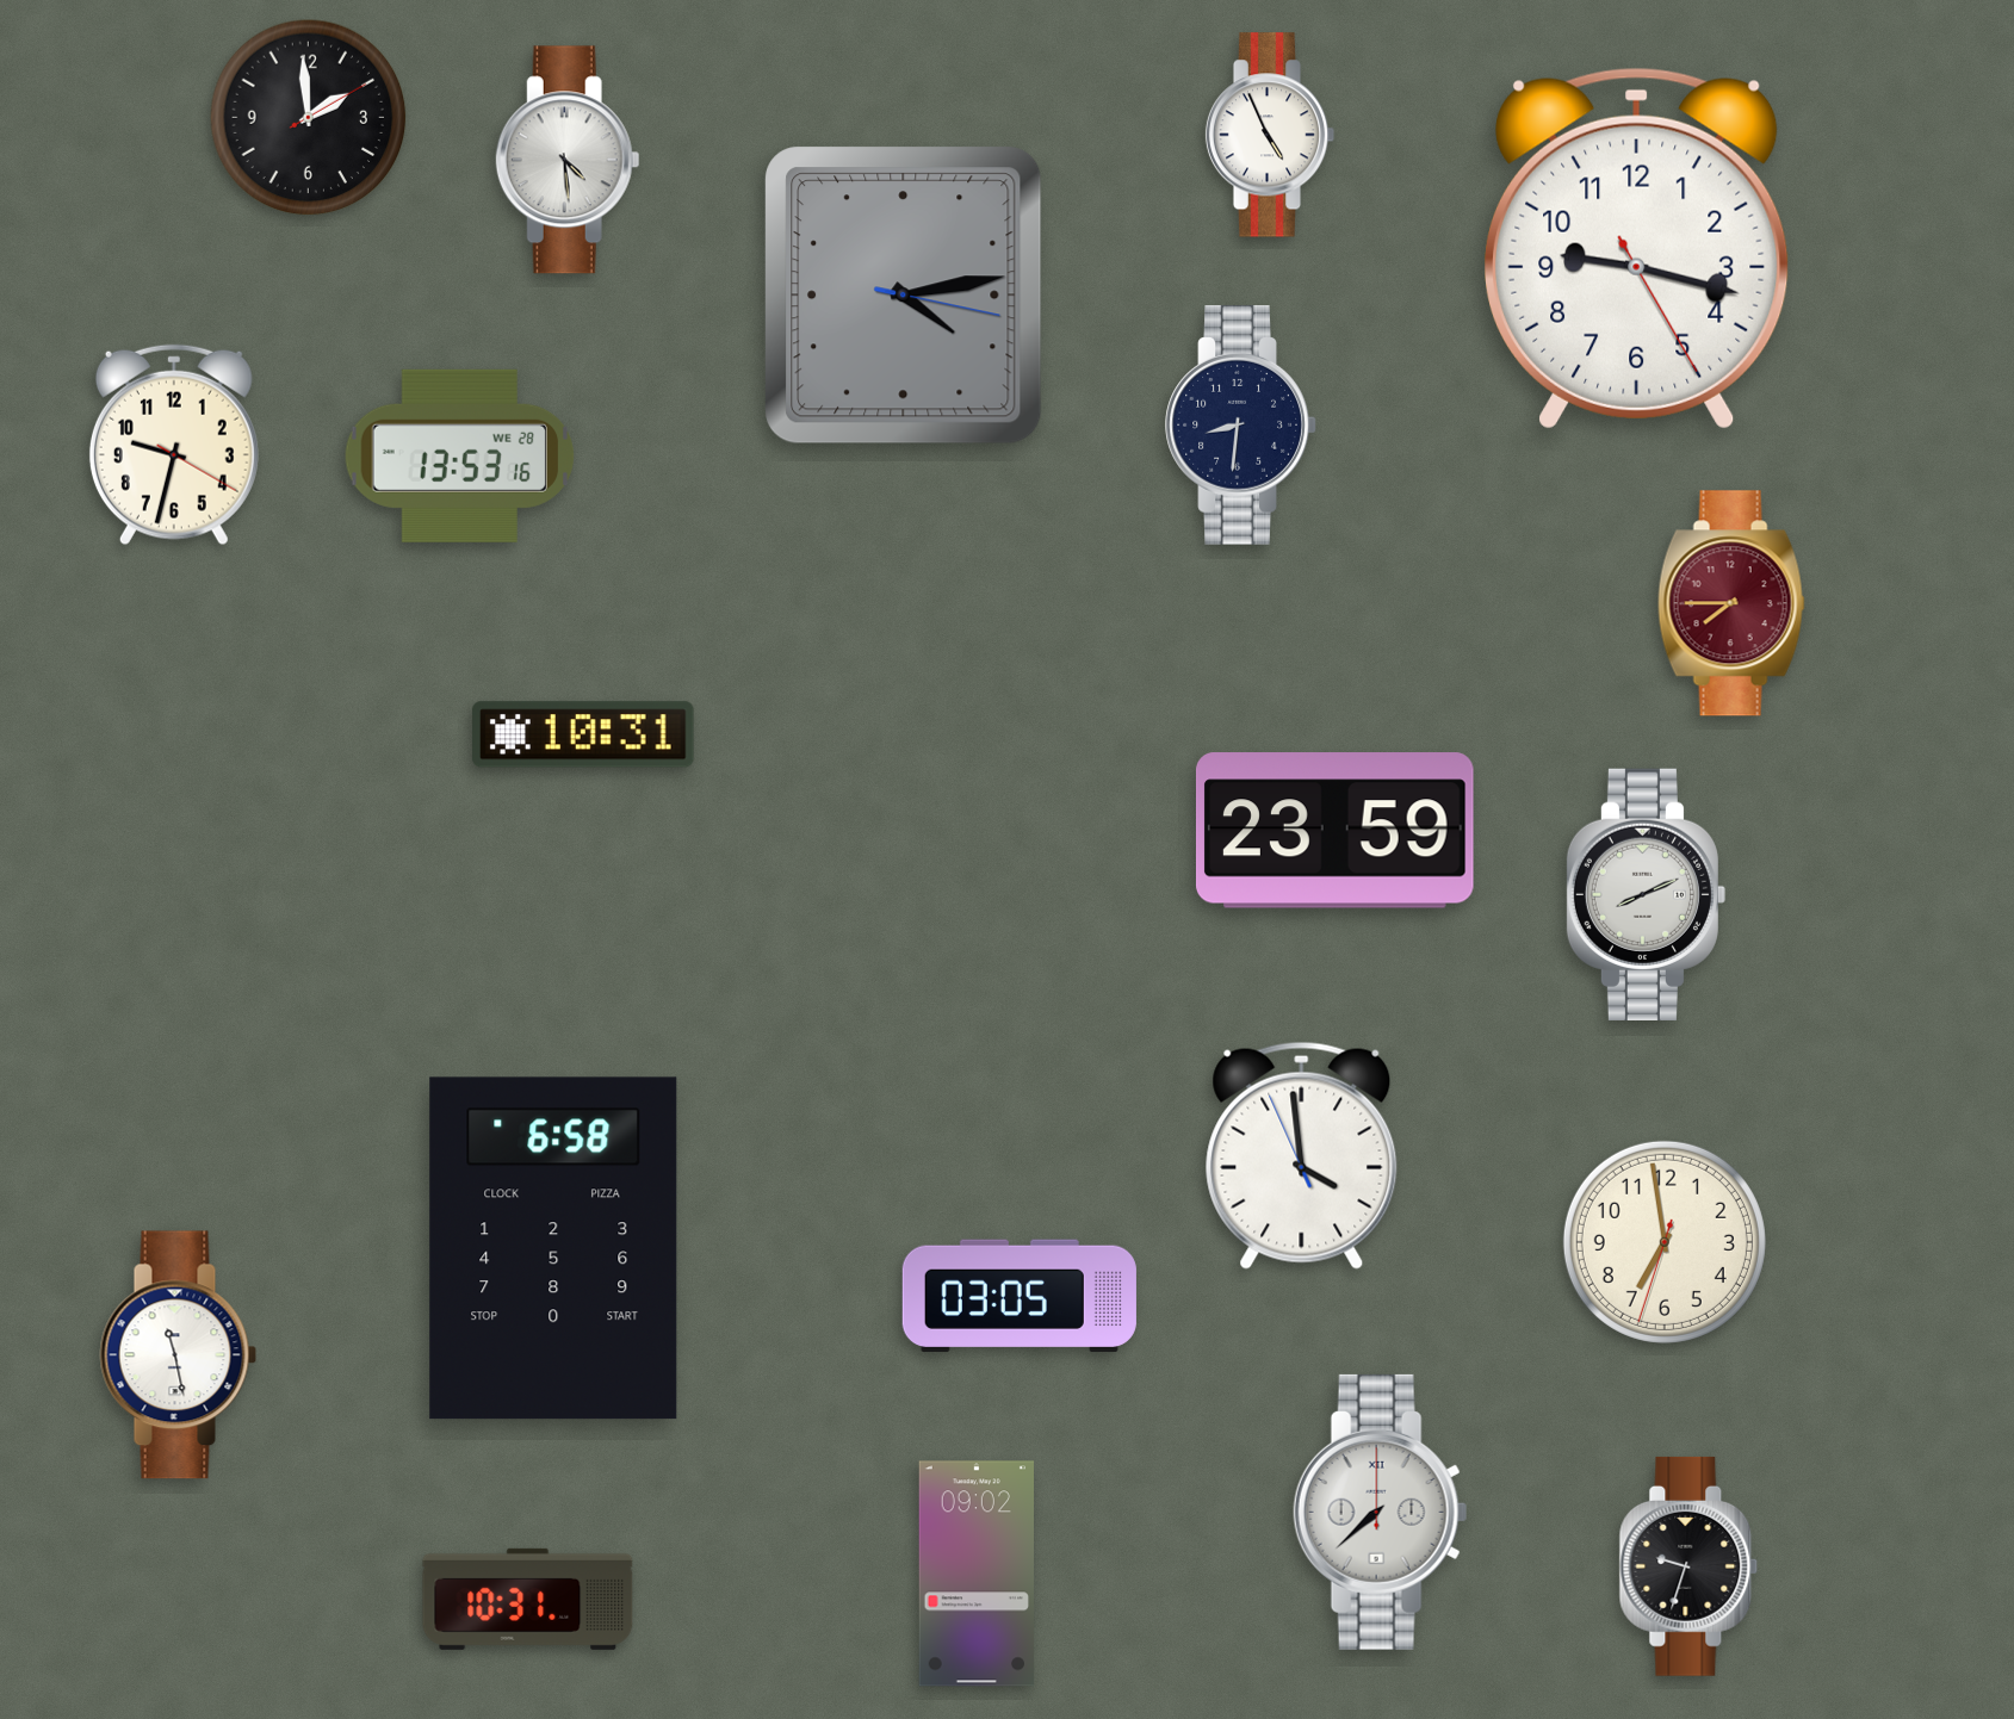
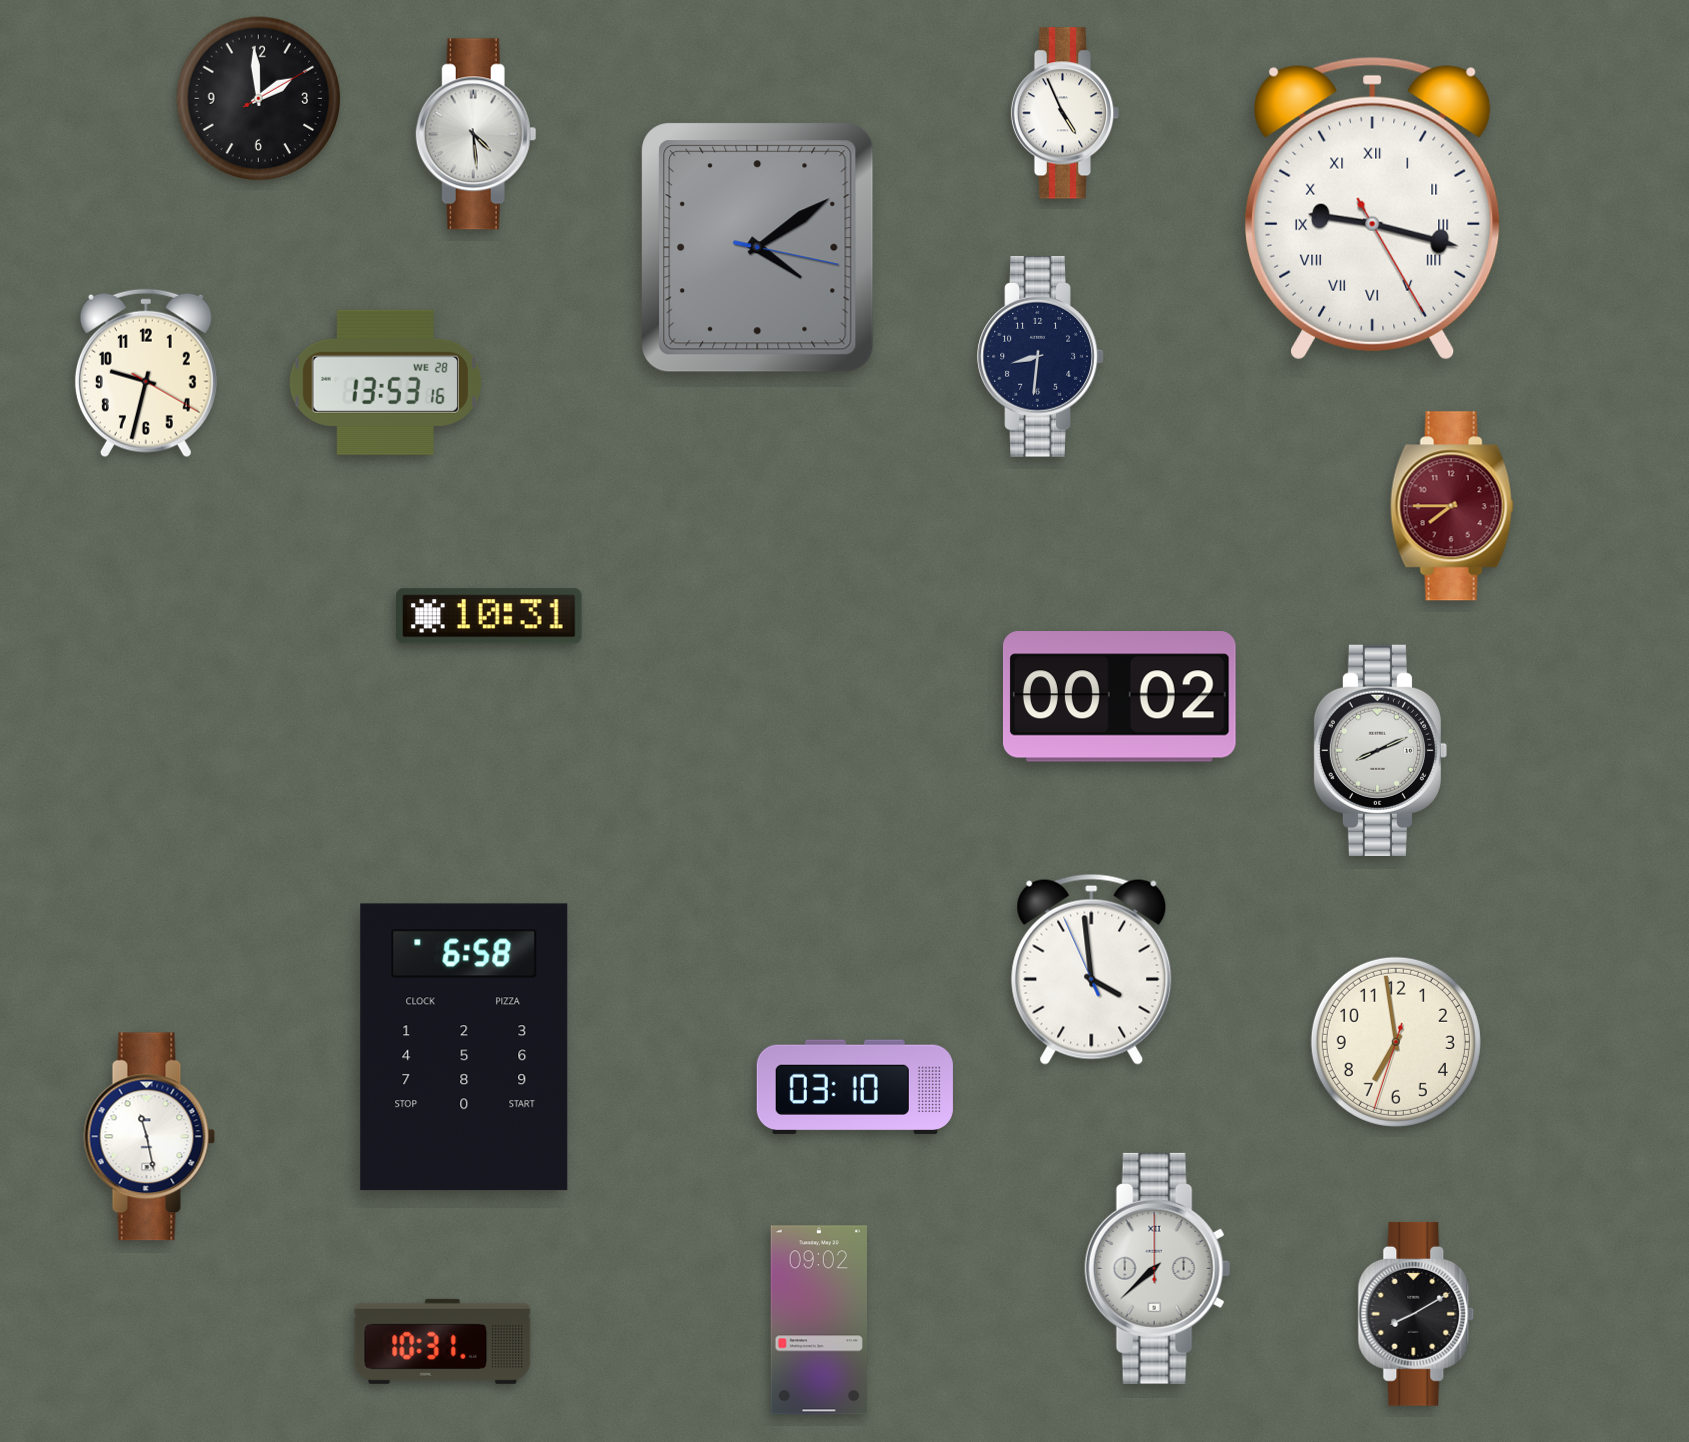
clock at (1637, 248) numerals: Arabic -> Roman
clock at (904, 296): 4:13 -> 4:09
clock at (1334, 831): 23:59 -> 00:02
clock at (1020, 1296): 03:05 -> 03:10
clock at (1688, 1566): 9:33 -> 8:10
